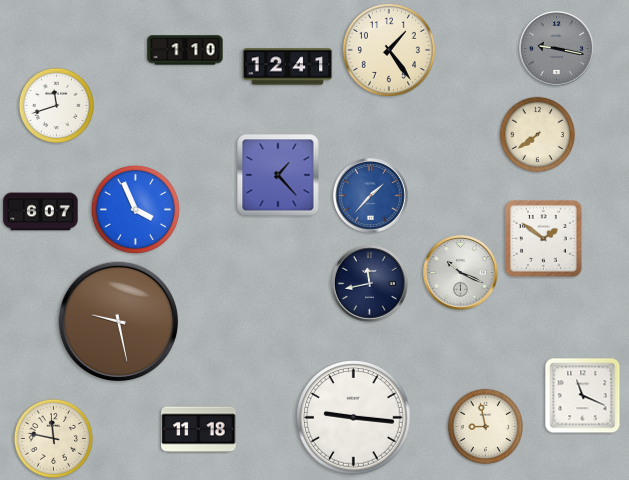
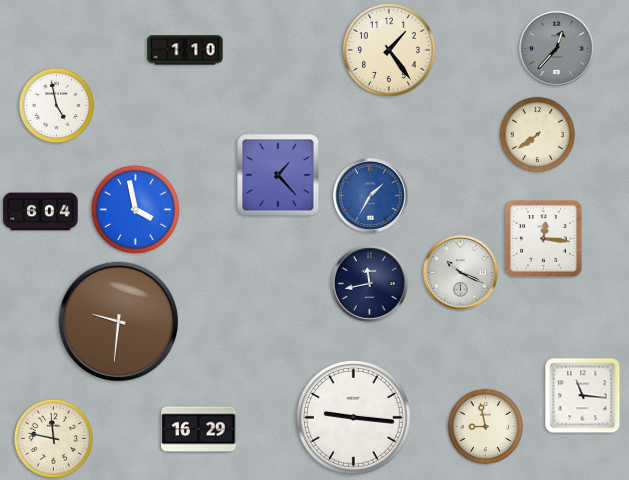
clock at (557, 49): 9:17 -> 12:37
clock at (288, 67): 12:41 -> none
clock at (56, 105): 11:42 -> 4:58
clock at (371, 196): 1:37 -> 1:35
clock at (135, 209): 3:56 -> 3:58
clock at (41, 212): 6:07 -> 6:04
clock at (544, 239): 1:51 -> 12:16
clock at (119, 322): 9:28 -> 9:31
clock at (583, 396): 11:19 -> 11:16
clock at (199, 430): 11:18 -> 16:29
